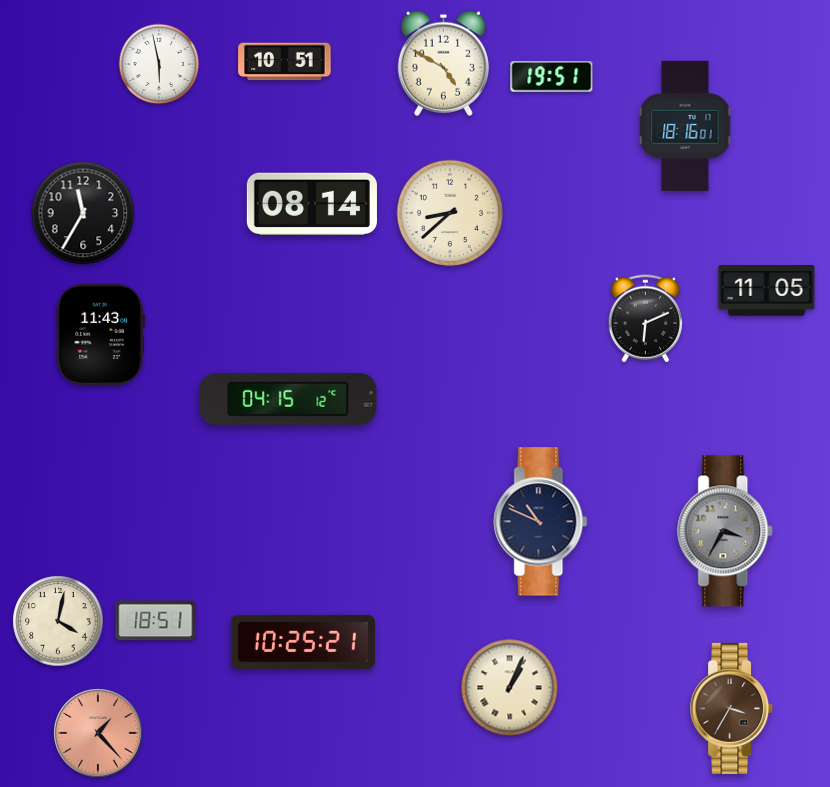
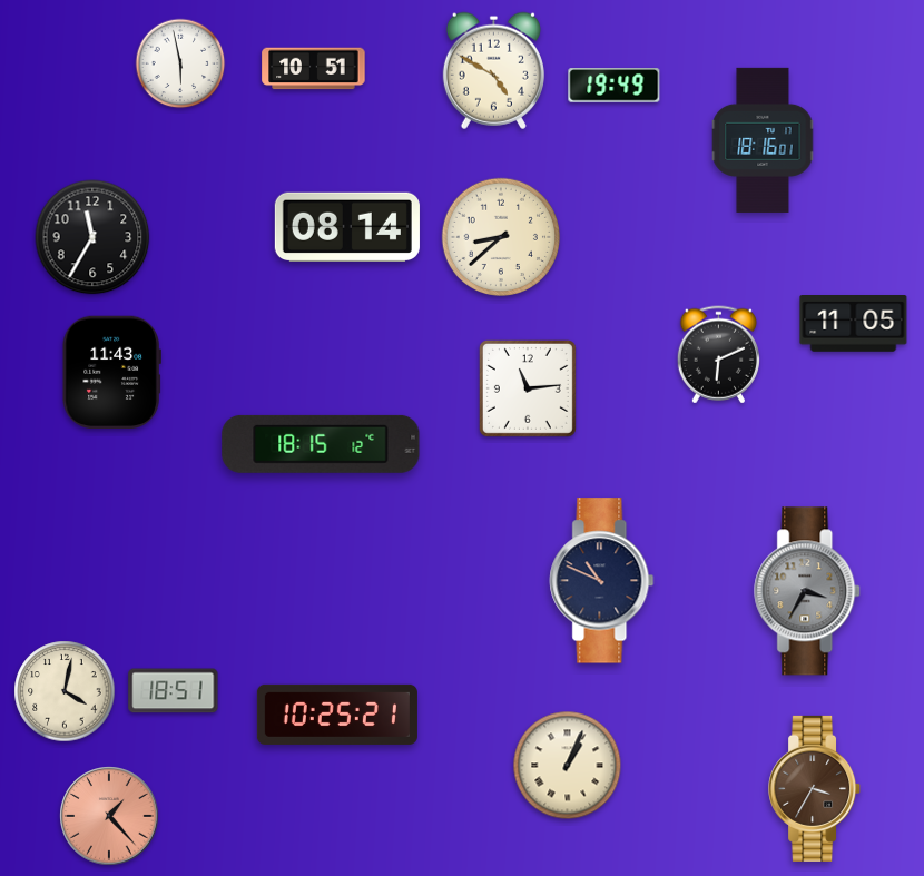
clock at (285, 62) position: (285, 62) -> (314, 69)
clock at (159, 64) position: (159, 64) -> (180, 63)
clock at (552, 77): 19:51 -> 19:49
clock at (528, 388): none -> 11:14
clock at (288, 399): 04:15 -> 18:15
